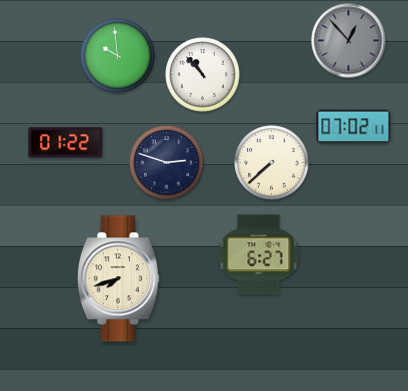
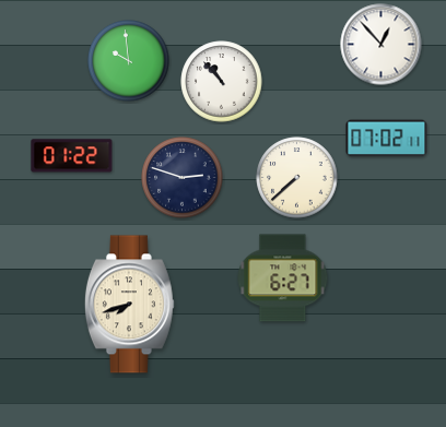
clock at (349, 41) dial: grey -> white
